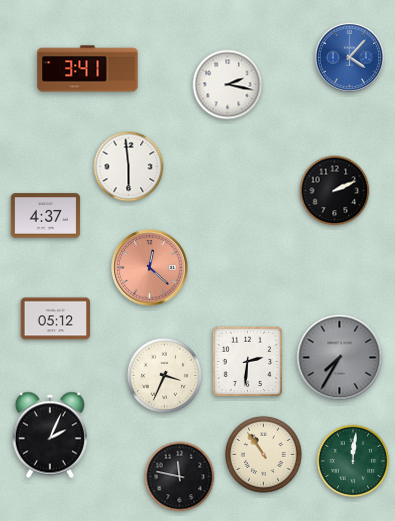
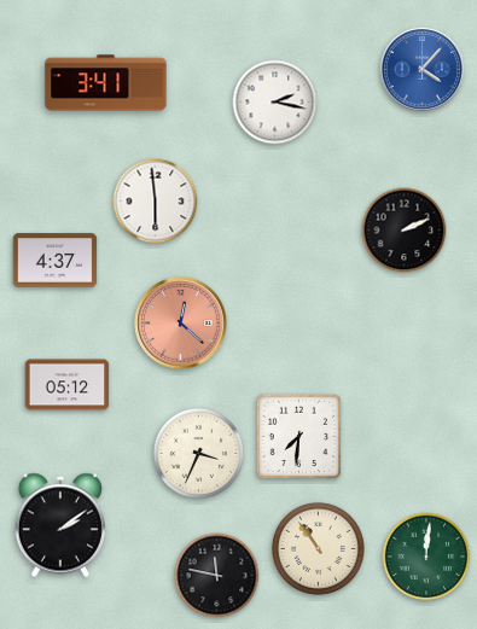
clock at (340, 358): 7:35 -> none
clock at (248, 362): 2:31 -> 7:31
clock at (50, 435): 2:04 -> 2:09
